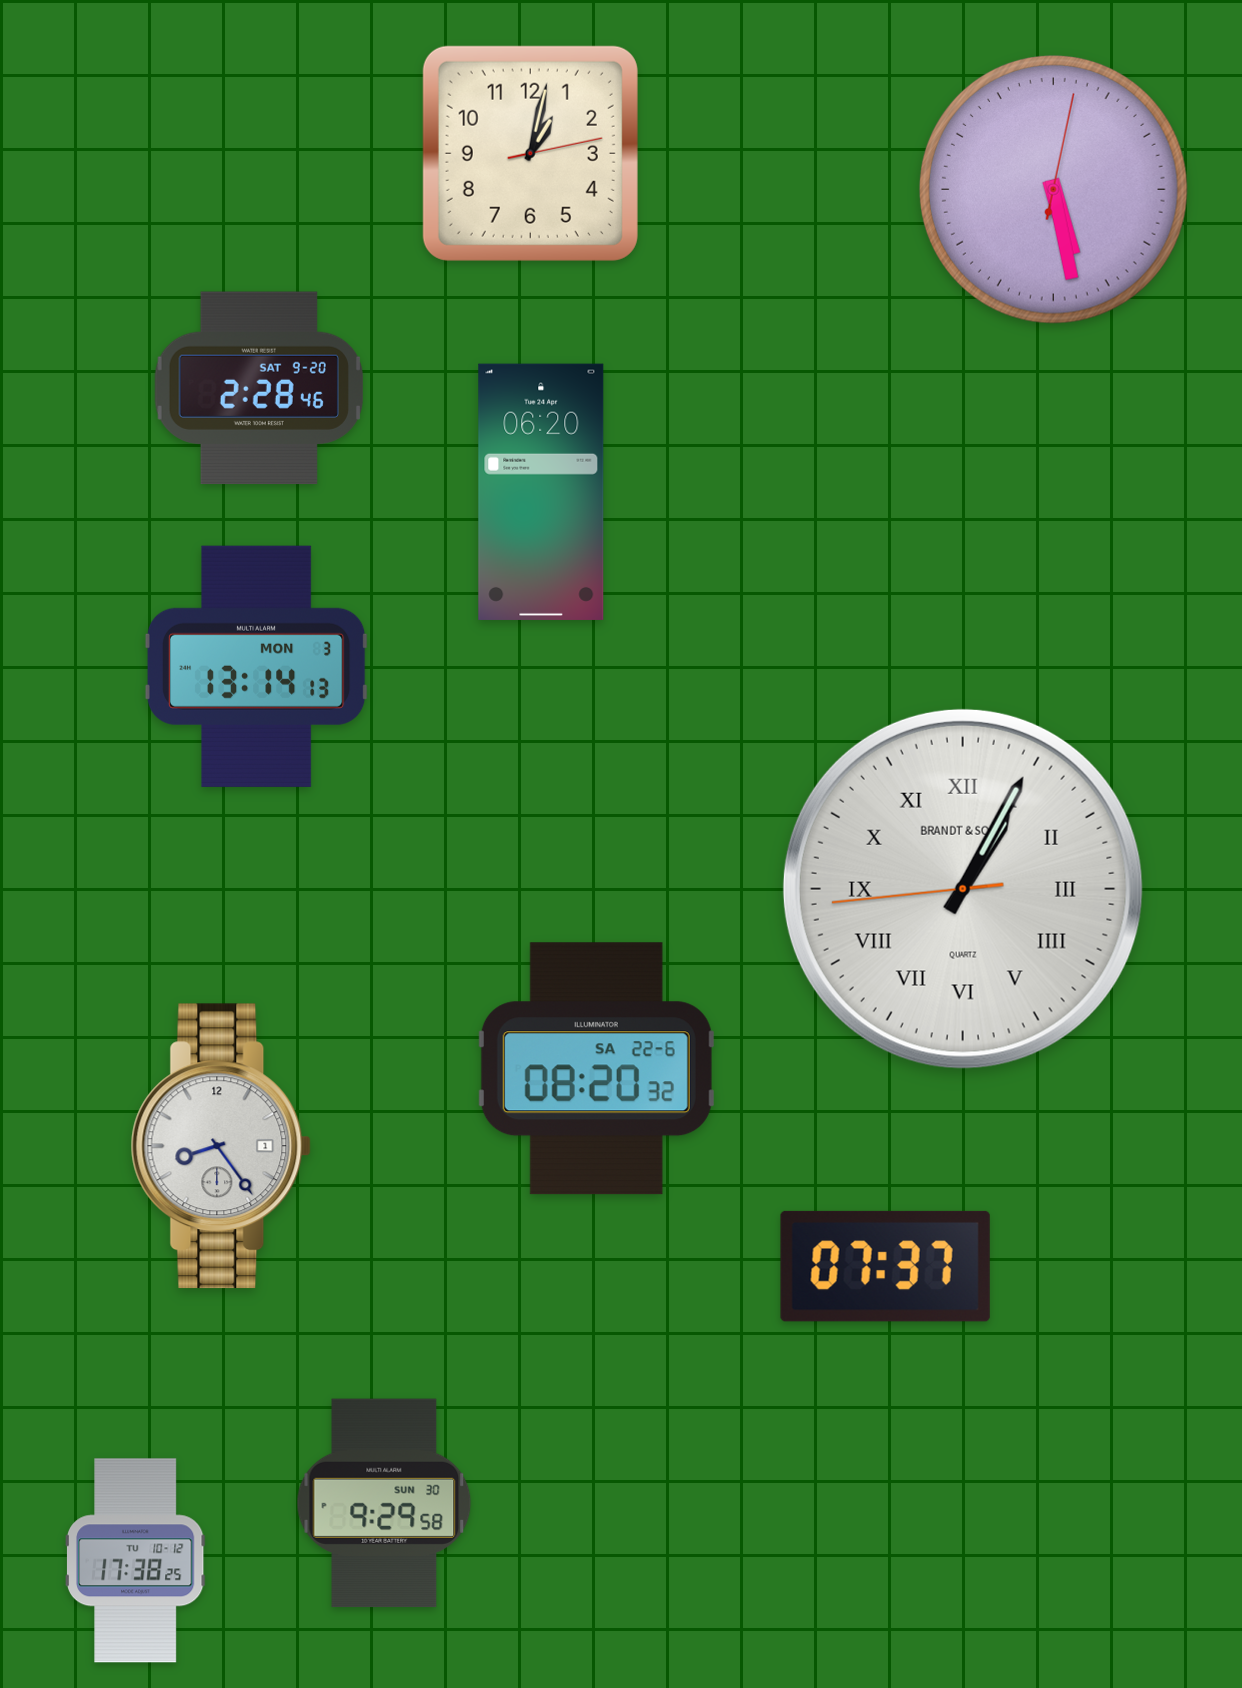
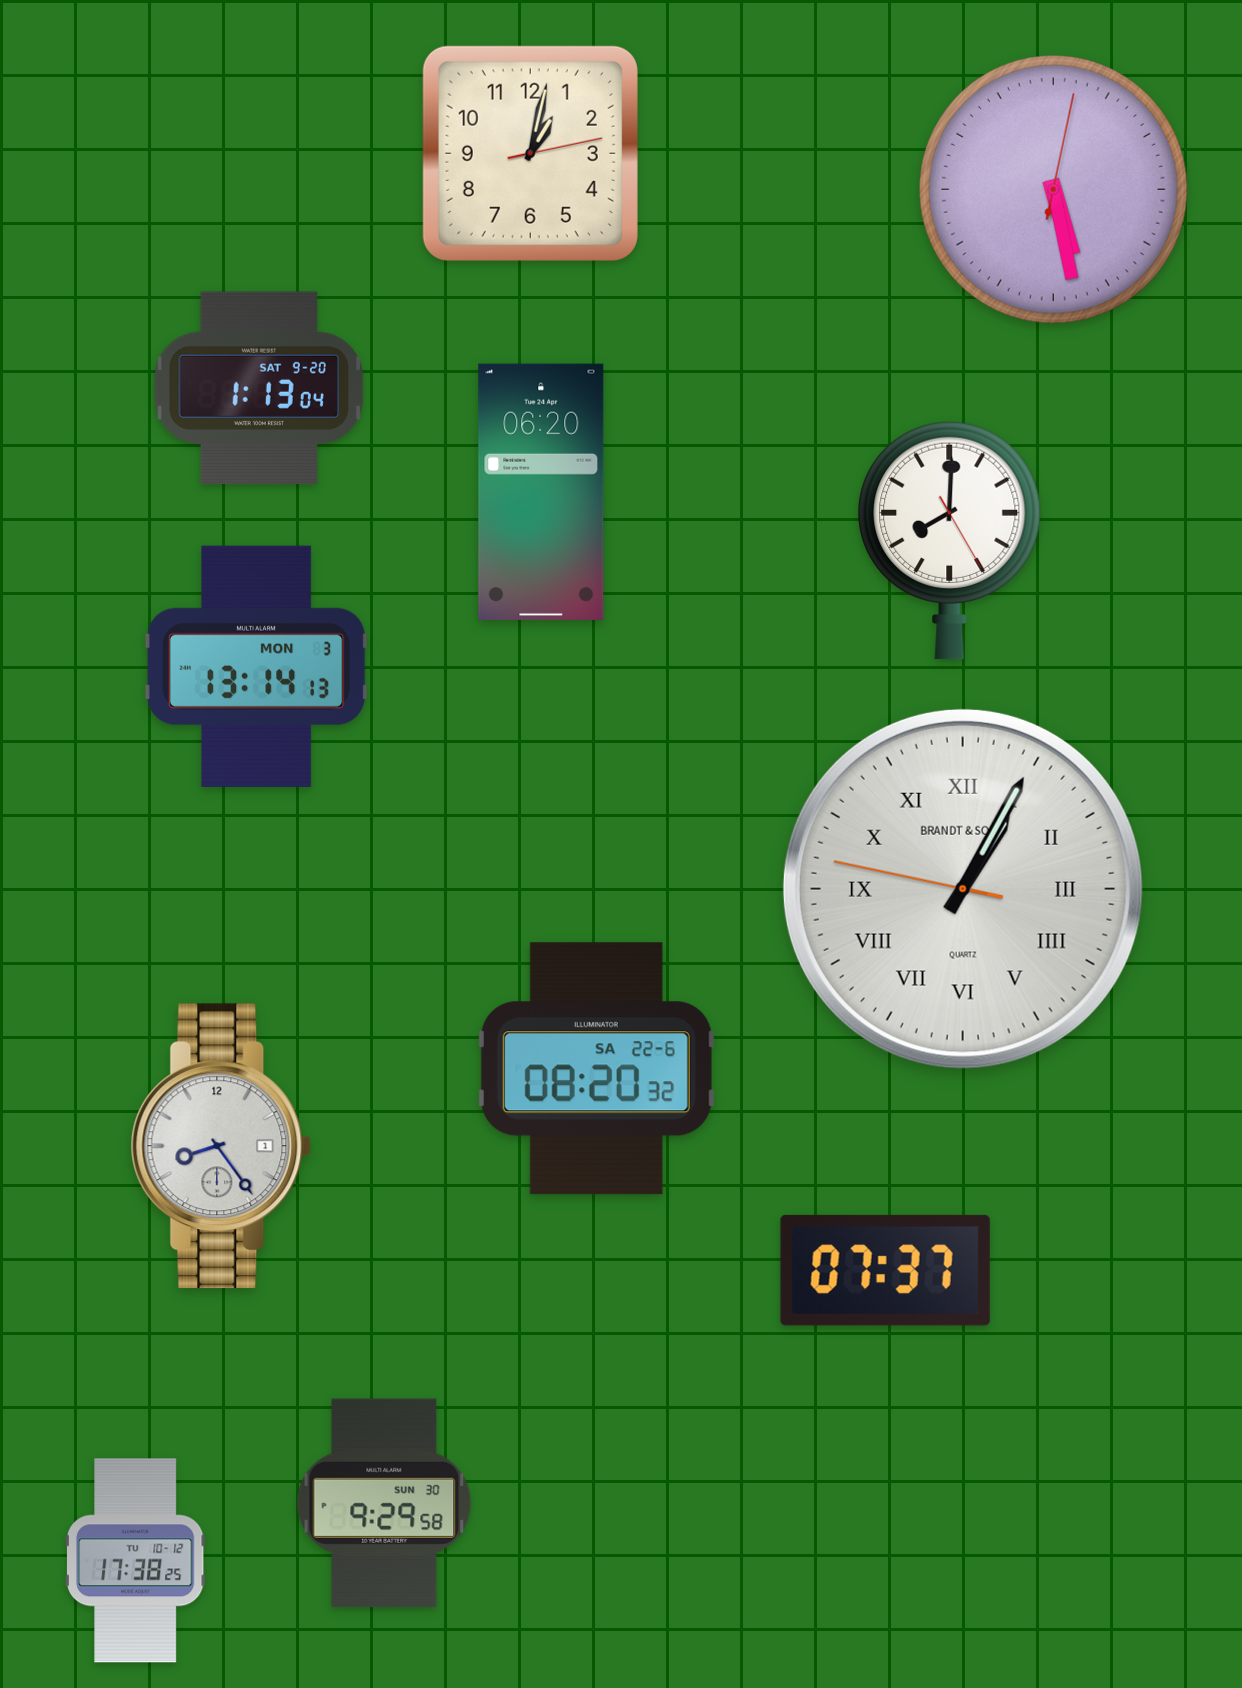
clock at (258, 388): 2:28 -> 1:13
clock at (950, 540): none -> 8:00
clock at (963, 889): 1:04:44 -> 1:04:47
clock at (885, 1266) position: (885, 1266) -> (885, 1270)
